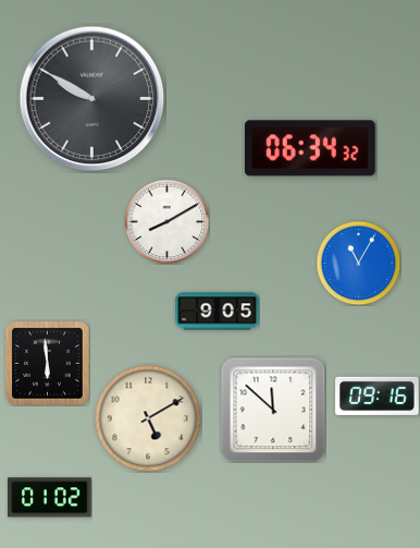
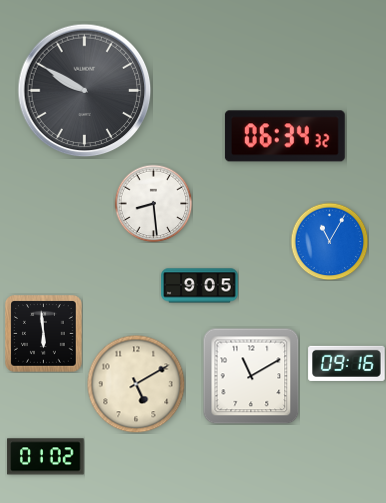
clock at (166, 221): 8:10 -> 8:29
clock at (273, 410): 11:52 -> 11:10
